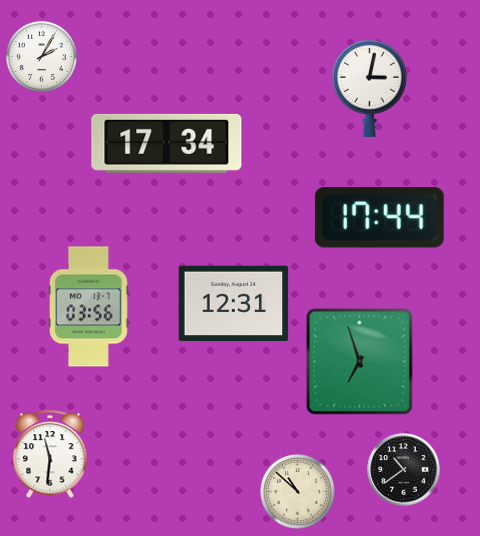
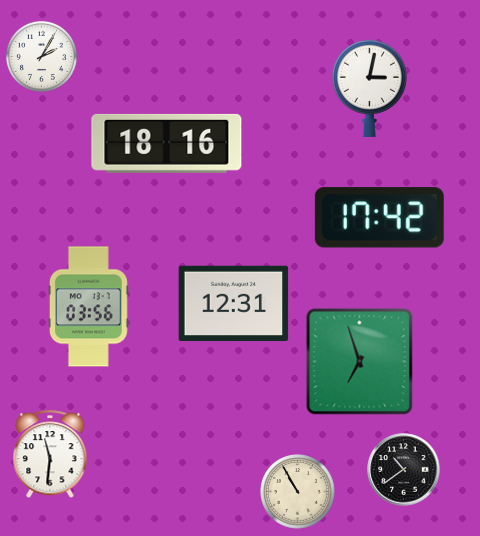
clock at (167, 143): 17:34 -> 18:16
clock at (379, 218): 17:44 -> 17:42
clock at (298, 492): 10:52 -> 10:55
